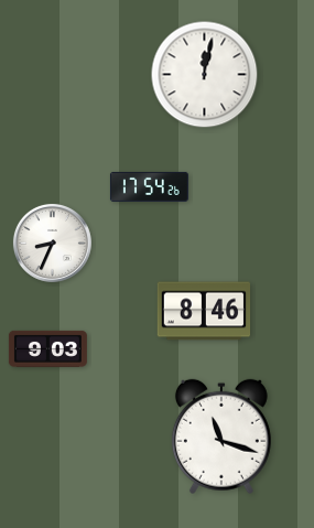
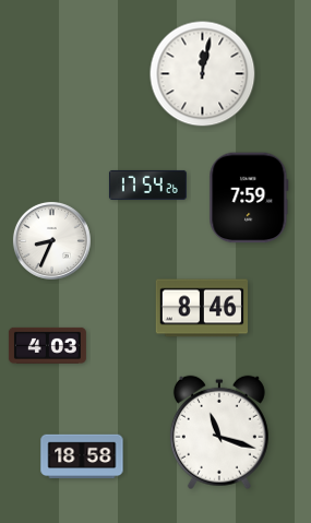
clock at (249, 198): none -> 7:59
clock at (47, 348): 9:03 -> 4:03
clock at (82, 456): none -> 18:58
